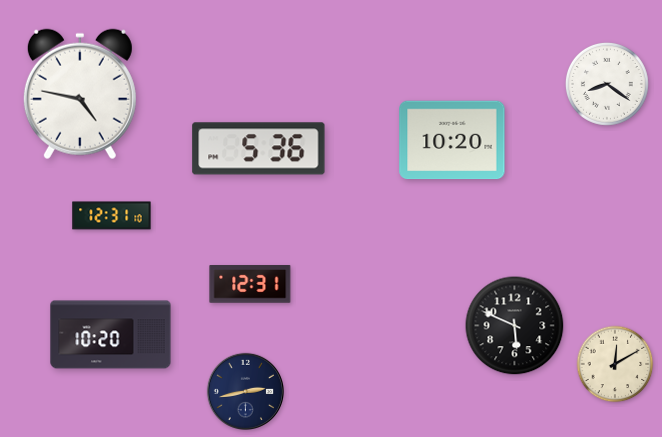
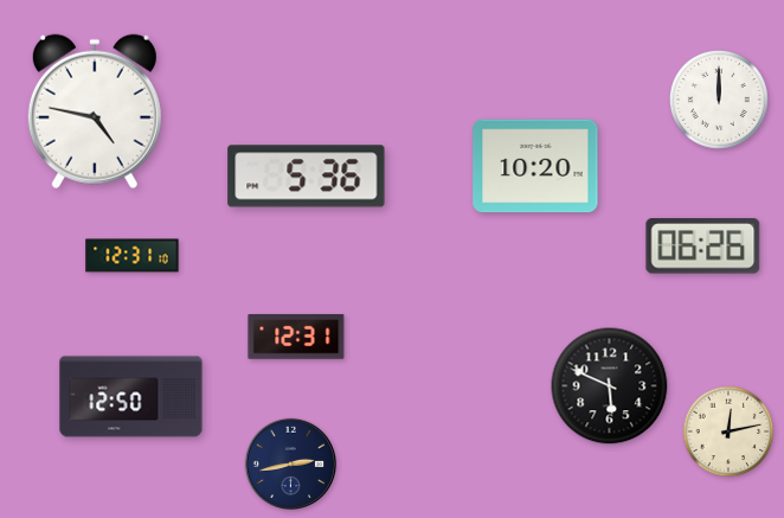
clock at (607, 84): 8:21 -> 12:00
clock at (703, 247): none -> 06:26
clock at (111, 335): 10:20 -> 12:50
clock at (615, 364): 12:10 -> 12:13
